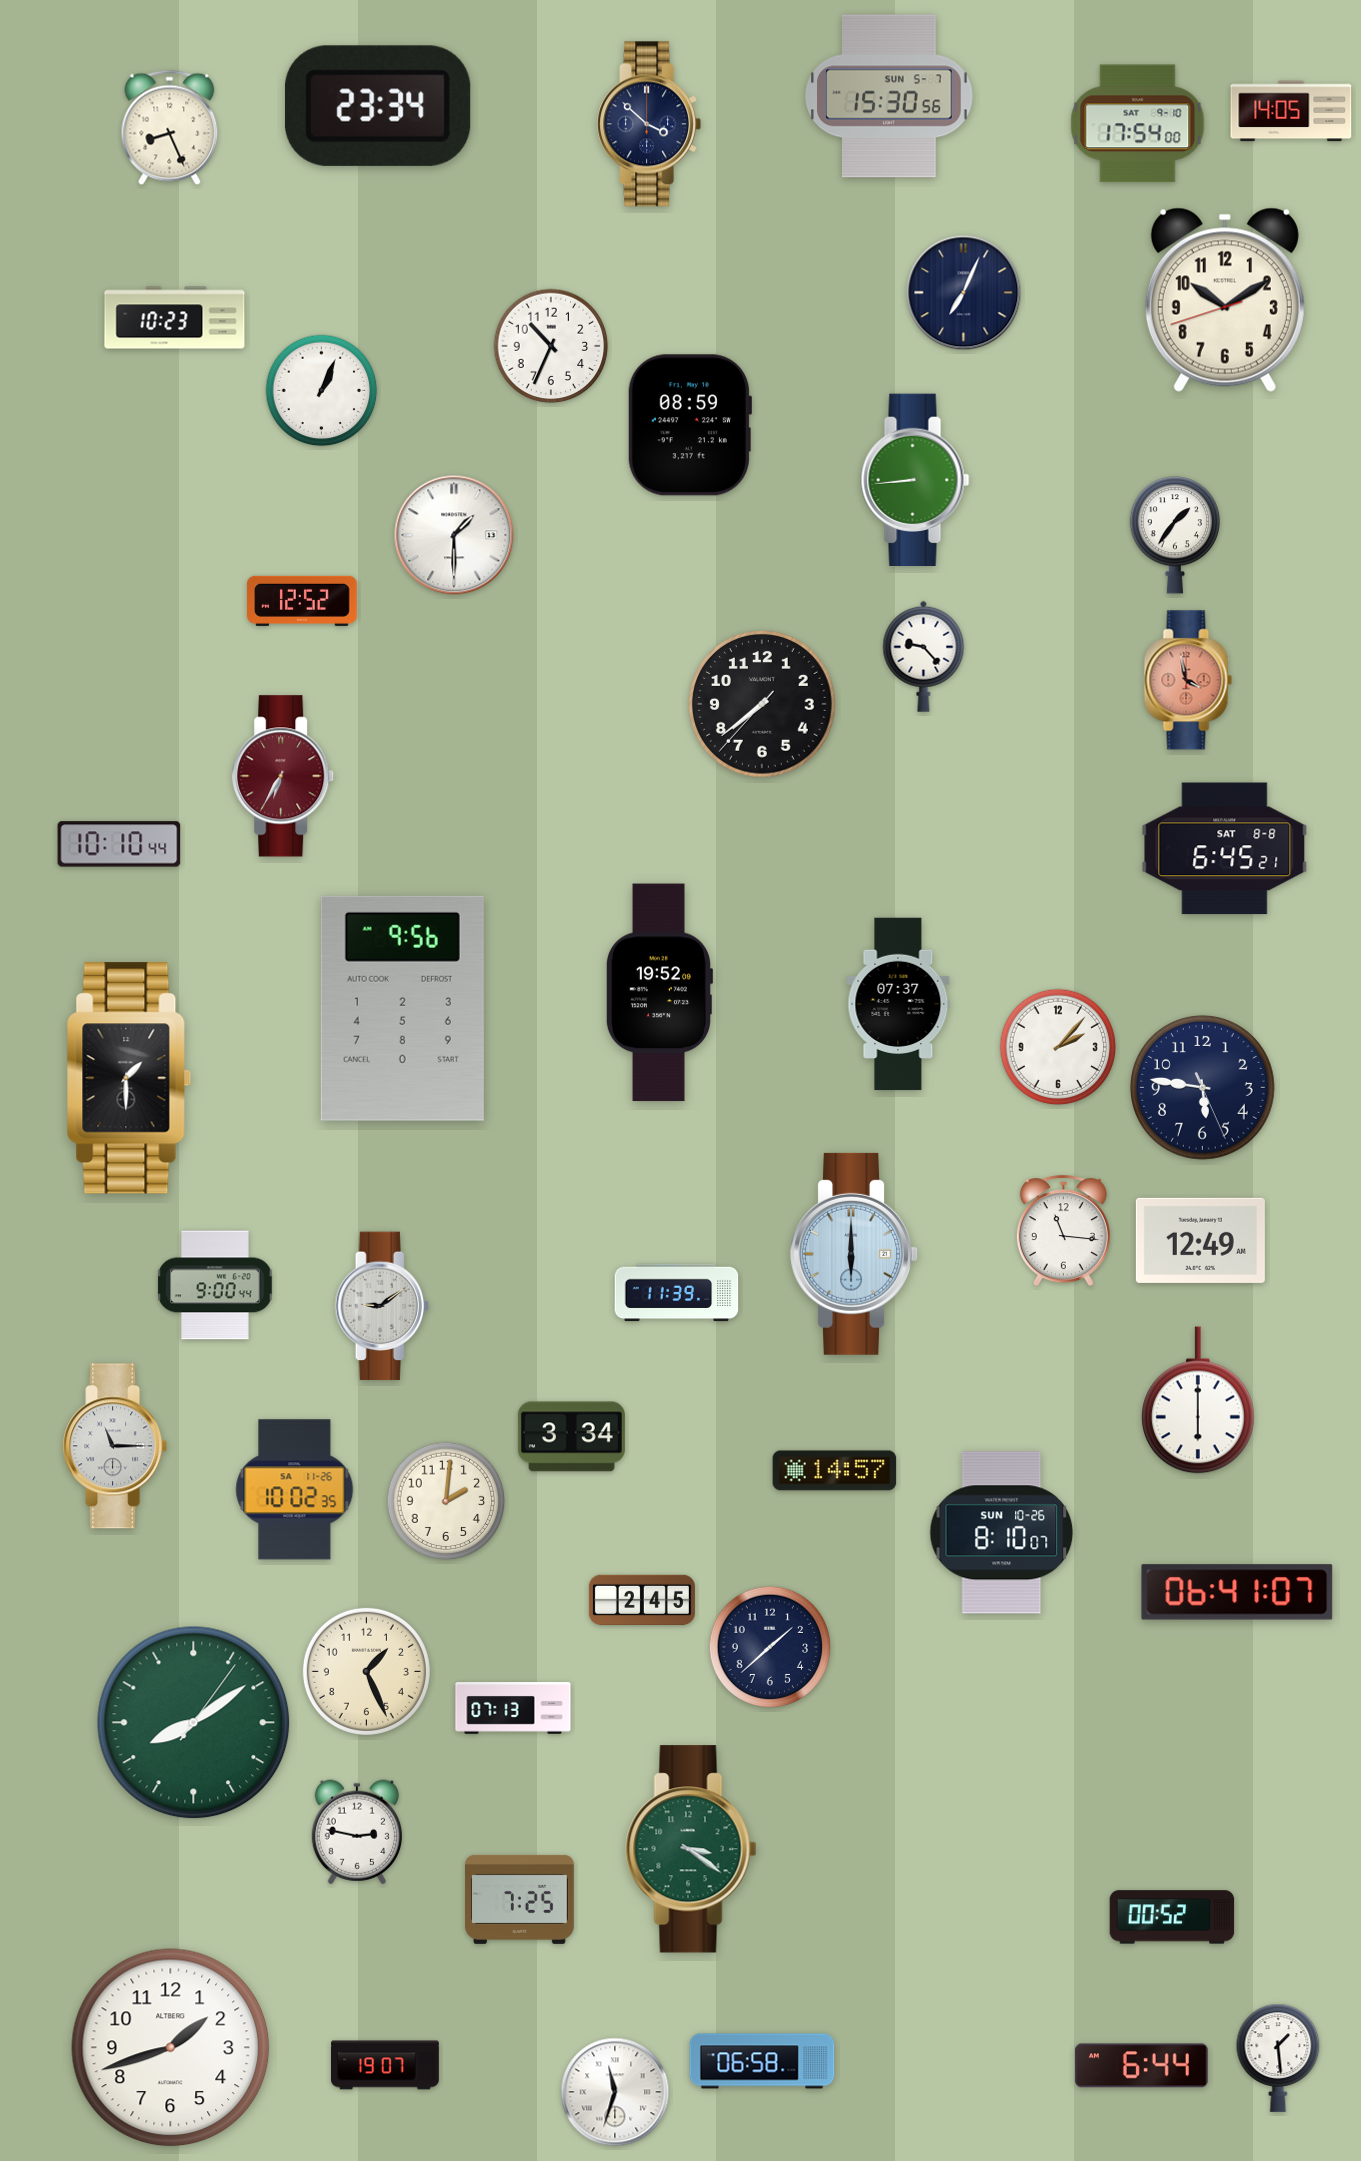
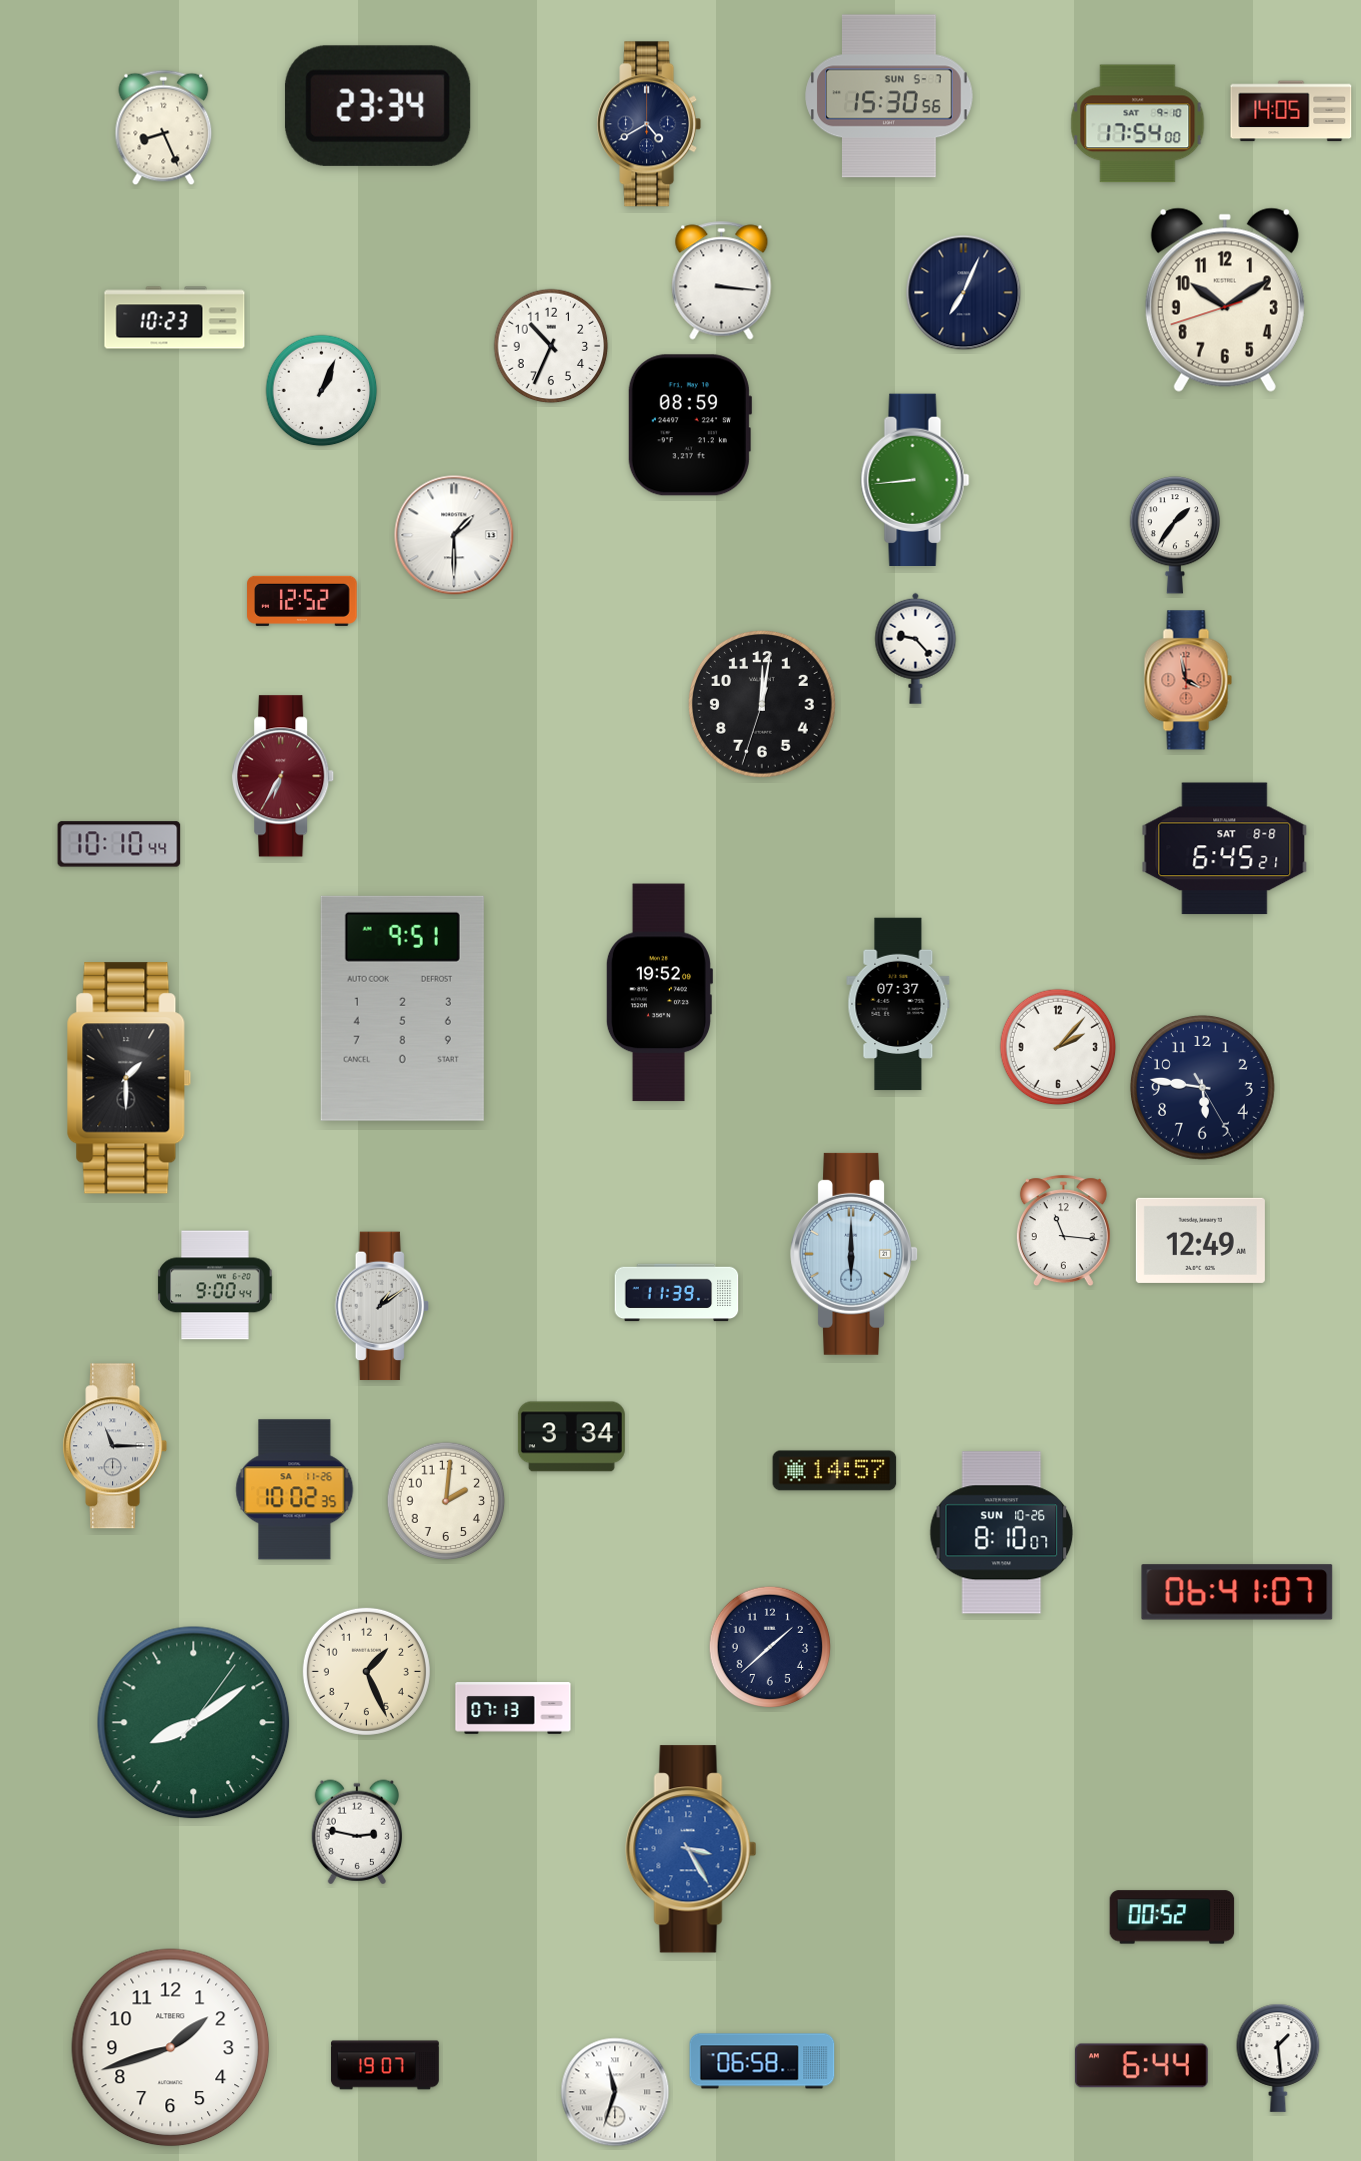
clock at (649, 124): 3:52 -> 4:40
clock at (170, 128) position: (170, 128) -> (164, 128)
clock at (722, 281): none -> 3:16
clock at (924, 656) position: (924, 656) -> (916, 648)
clock at (763, 705): 7:38 -> 12:01
clock at (402, 1008): 9:56 -> 9:51
clock at (1203, 1088): 5:46:26 -> 5:46:25
clock at (382, 1306): 9:09 -> 1:09
clock at (1198, 1400): 6:00 -> none
clock at (642, 1600): 2:45 -> none
clock at (691, 1849): 3:21 -> 3:25
clock at (691, 1849) dial: green -> blue
clock at (520, 1899): 7:25 -> none
